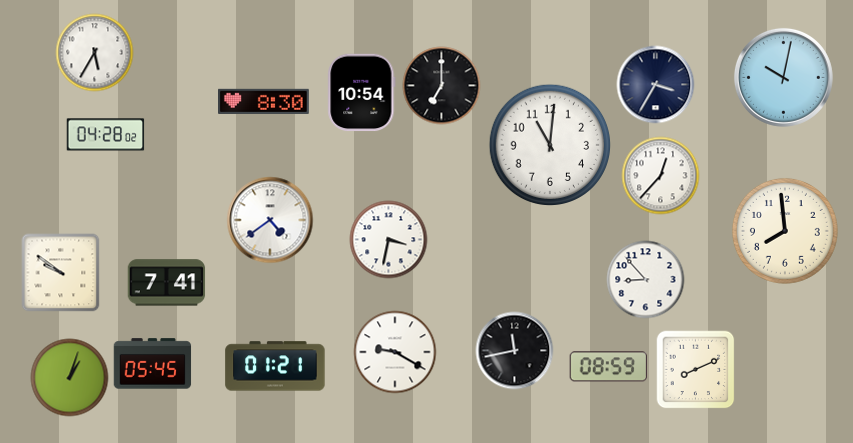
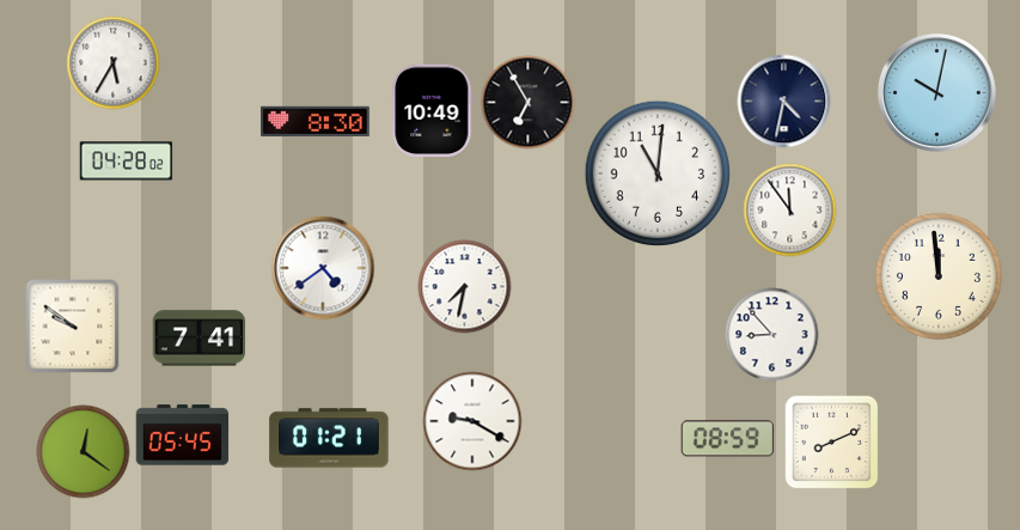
clock at (655, 84): 3:35 -> 4:32
clock at (441, 85): 7:00 -> 6:55
clock at (362, 92): 10:54 -> 10:49
clock at (660, 175): 12:37 -> 11:54
clock at (270, 220) position: (270, 220) -> (323, 268)
clock at (785, 231): 7:59 -> 11:59
clock at (388, 239): 3:32 -> 7:32
clock at (514, 350): 11:43 -> none
clock at (69, 377): 1:03 -> 12:21
